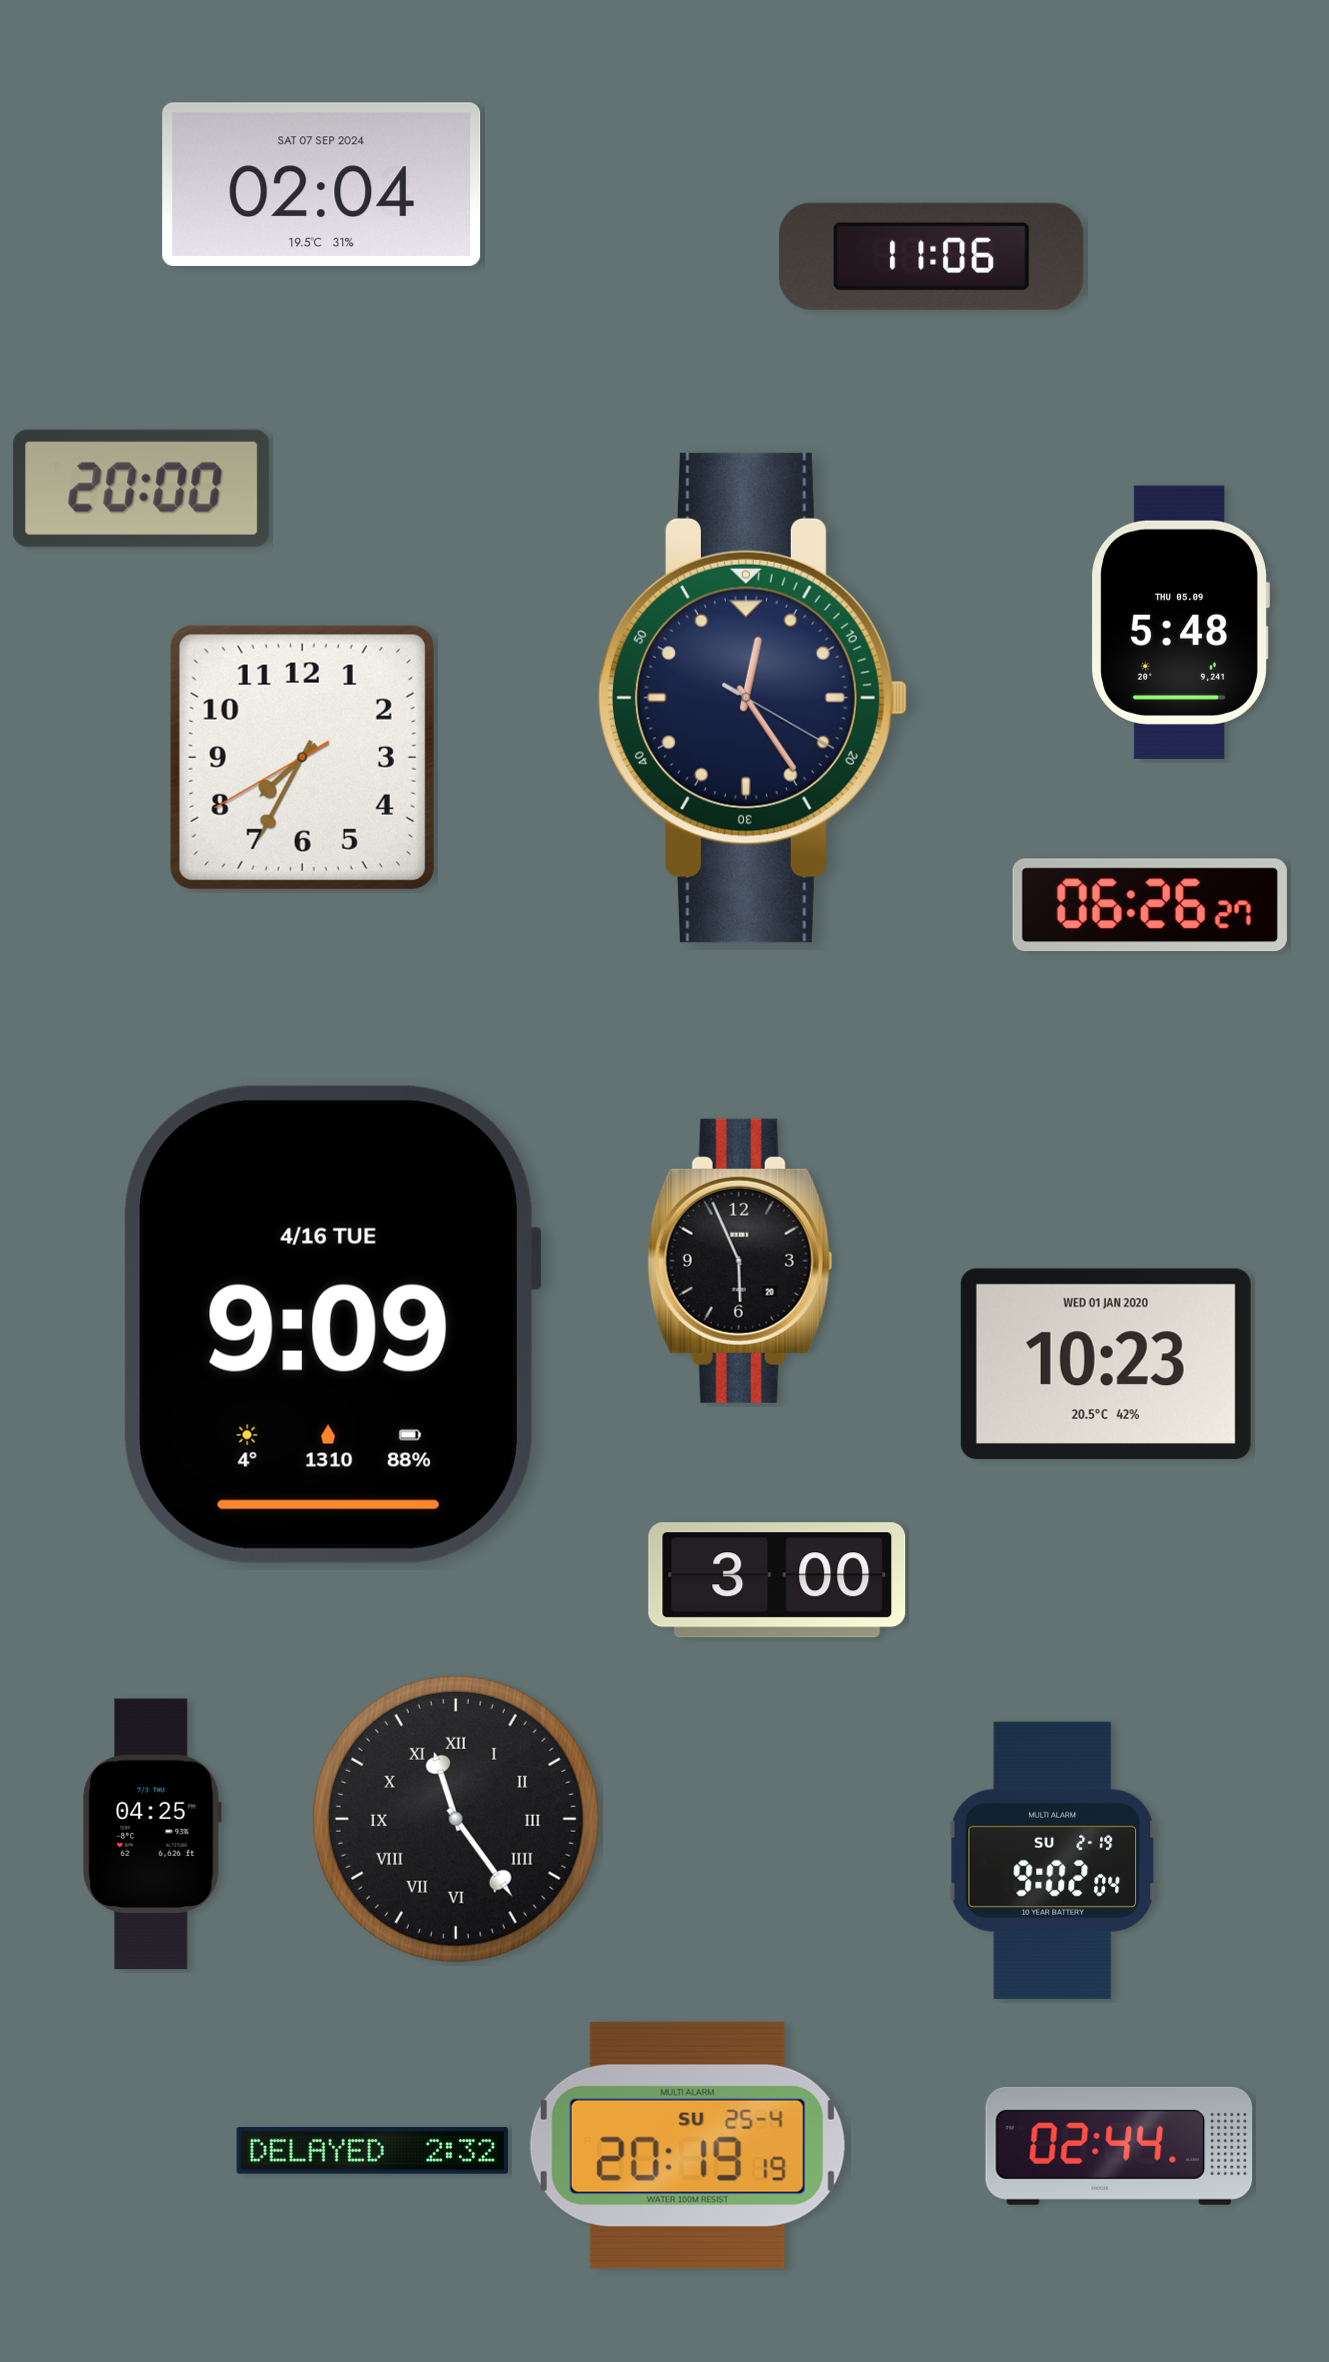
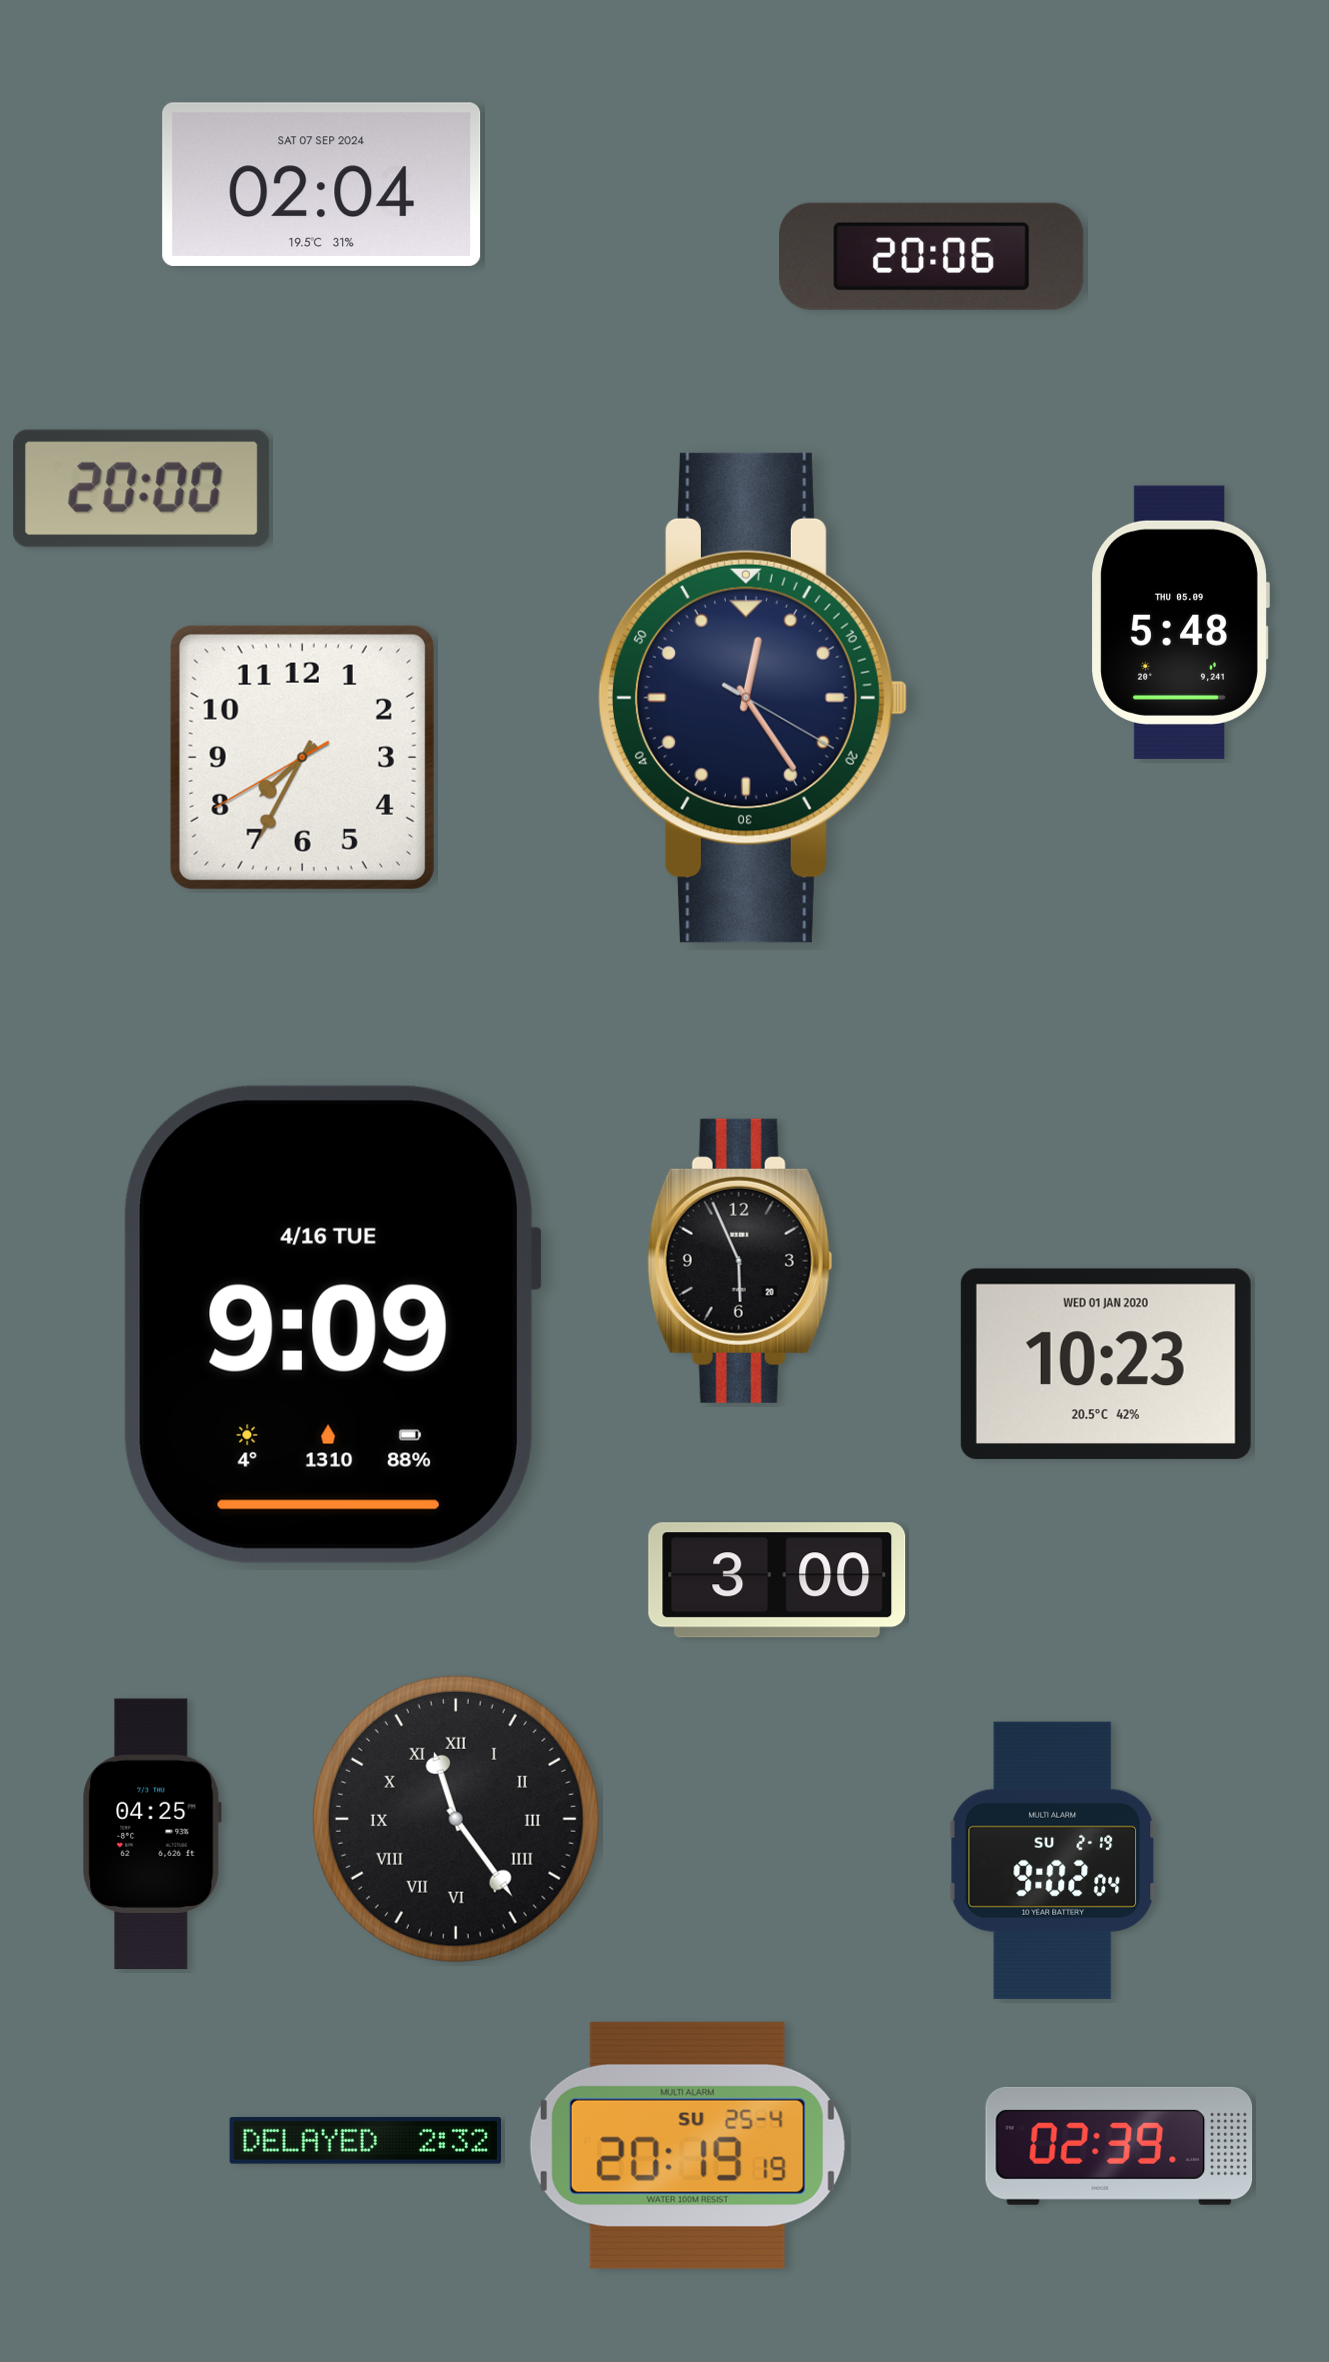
clock at (932, 256): 11:06 -> 20:06
clock at (1150, 905): 06:26 -> none
clock at (1119, 2146): 02:44 -> 02:39
clock at (372, 2150) position: (372, 2150) -> (365, 2140)
